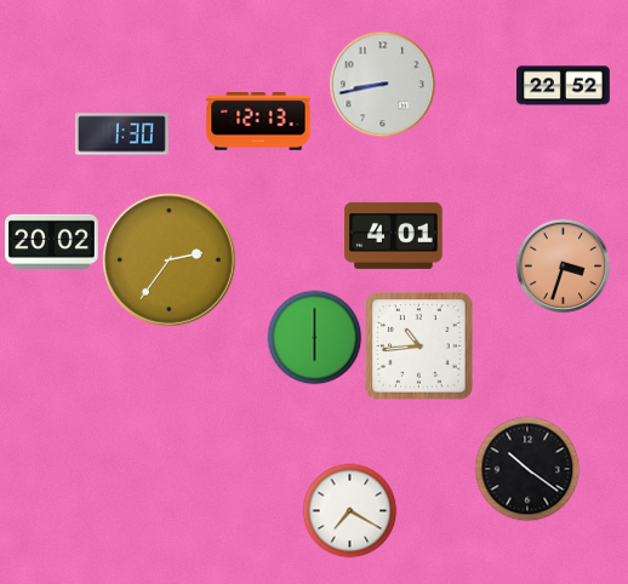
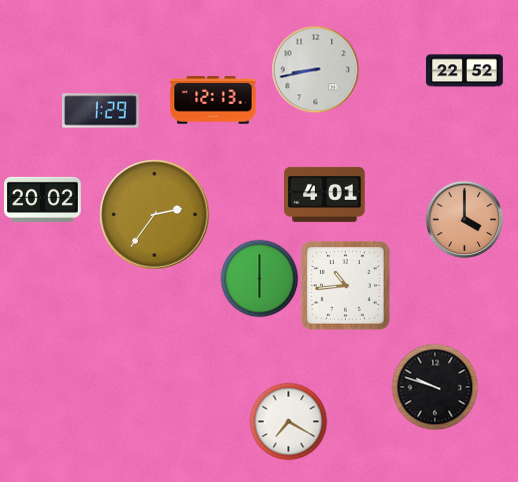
clock at (122, 134): 1:30 -> 1:29
clock at (170, 260) position: (170, 260) -> (155, 215)
clock at (563, 265): 3:33 -> 4:00
clock at (527, 469): 10:21 -> 9:48
